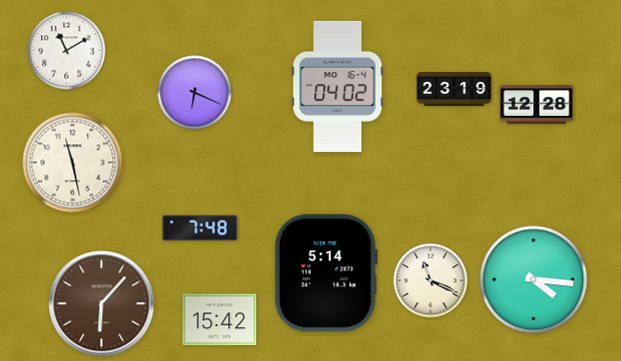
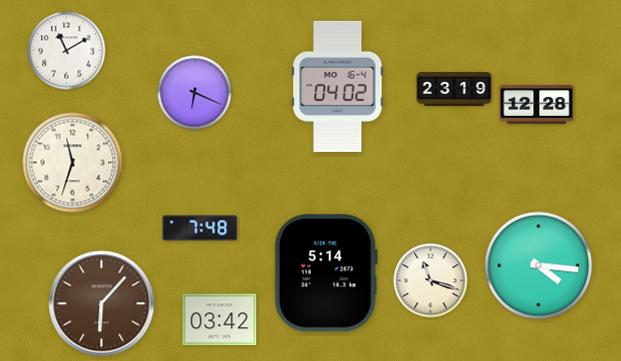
clock at (73, 163): 11:28 -> 11:33
clock at (534, 280) position: (534, 280) -> (539, 266)
clock at (431, 281): 11:19 -> 11:18
clock at (220, 320): 15:42 -> 03:42
